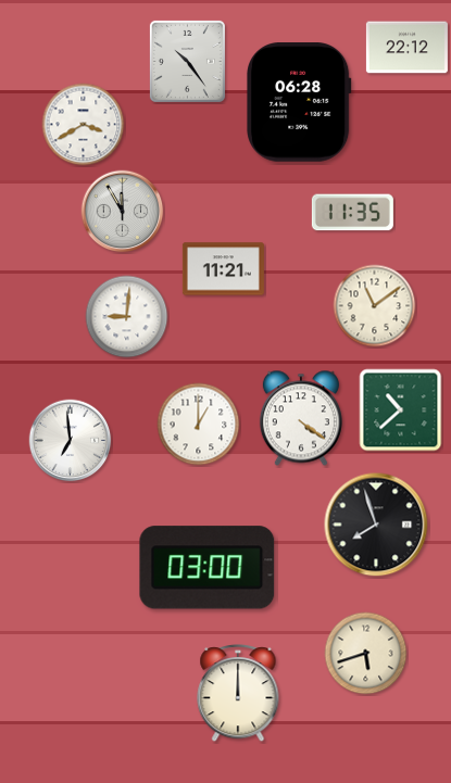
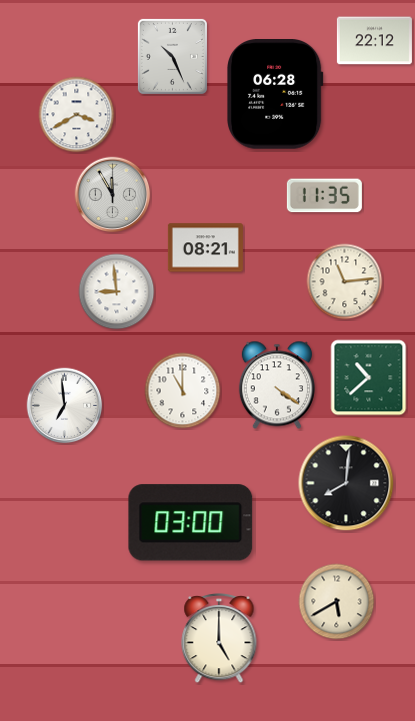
clock at (406, 48) position: (406, 48) -> (374, 41)
clock at (187, 61): 10:24 -> 10:26
clock at (223, 269): 11:21 -> 08:21
clock at (375, 306): 11:09 -> 11:14
clock at (127, 317): 9:01 -> 8:59
clock at (199, 425): 1:00 -> 11:00
clock at (376, 525): 7:57 -> 8:01
clock at (366, 654): 5:42 -> 5:40
clock at (238, 694): 12:00 -> 5:00
